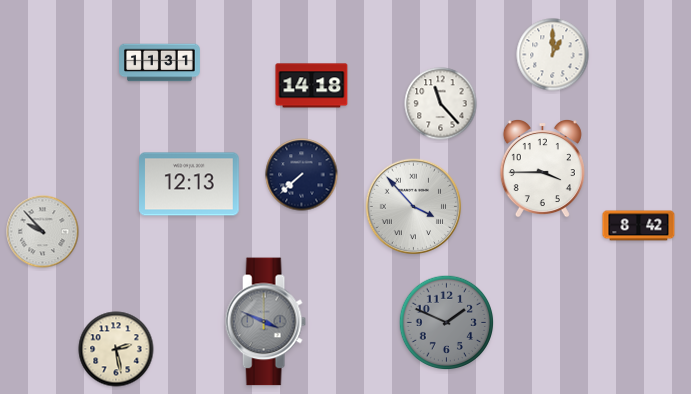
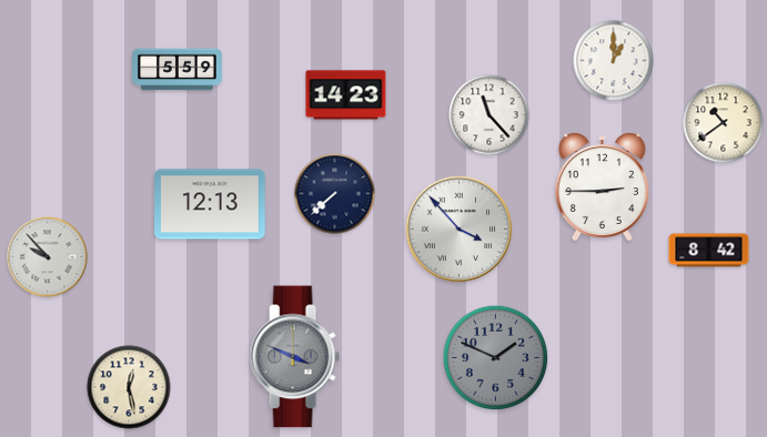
clock at (160, 63): 11:31 -> 5:59
clock at (312, 86): 14:18 -> 14:23
clock at (724, 123): none -> 10:39
clock at (542, 169): 3:45 -> 2:45
clock at (116, 349): 2:28 -> 12:28
